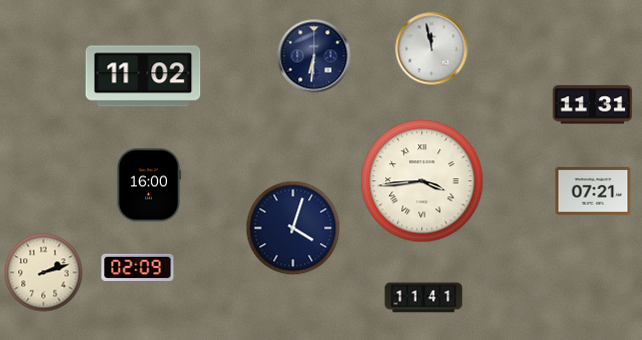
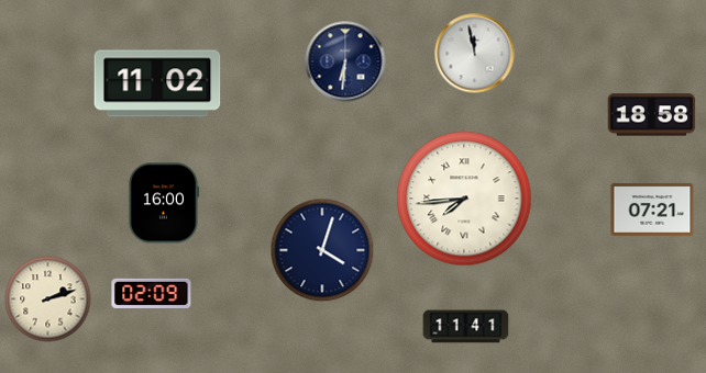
clock at (593, 105): 11:31 -> 18:58
clock at (422, 181): 3:44 -> 7:44
